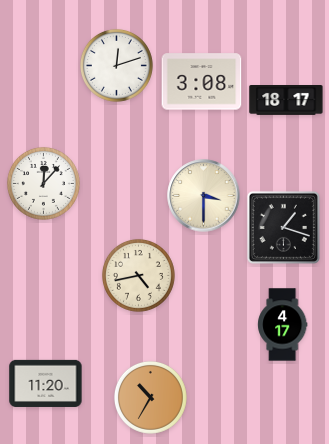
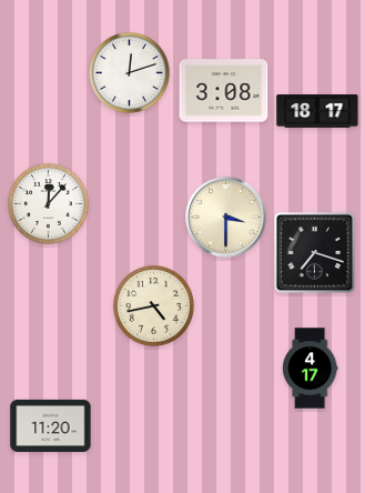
clock at (283, 227): 1:18 -> 7:18
clock at (283, 325) position: (283, 325) -> (311, 369)
clock at (150, 397): 10:35 -> none
